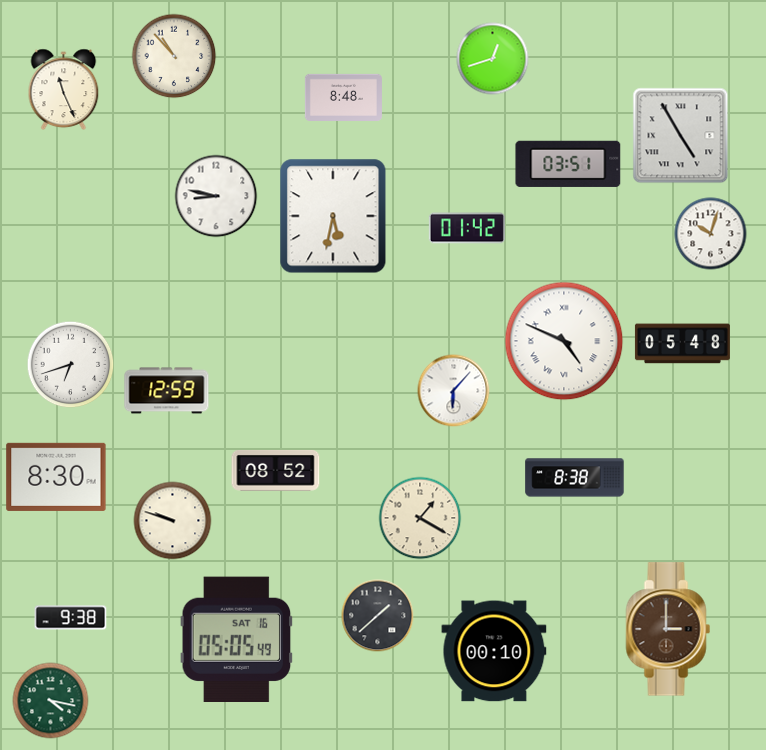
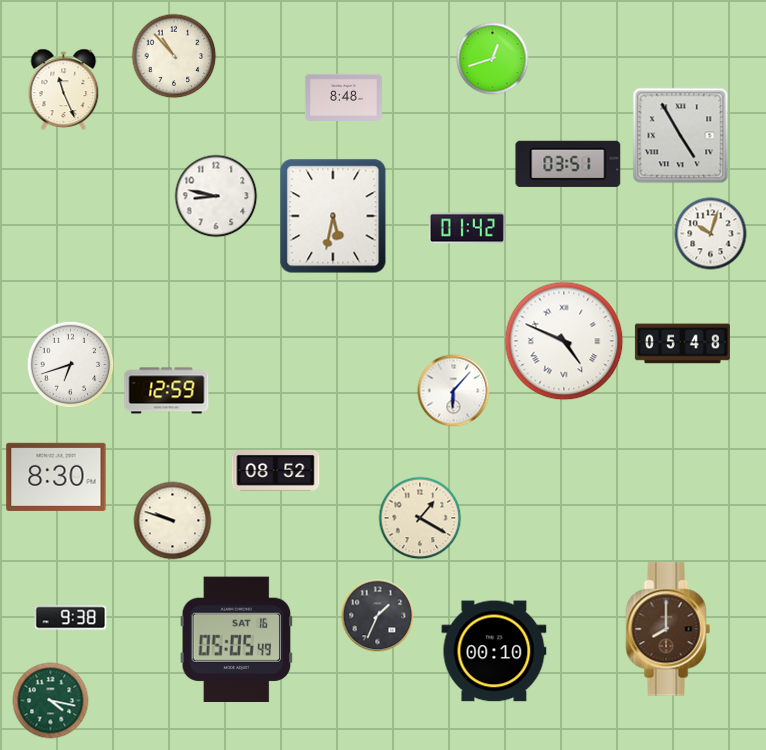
clock at (575, 478): 8:38 -> none
clock at (378, 616): 1:38 -> 1:34
clock at (668, 629): 3:00 -> 8:00
